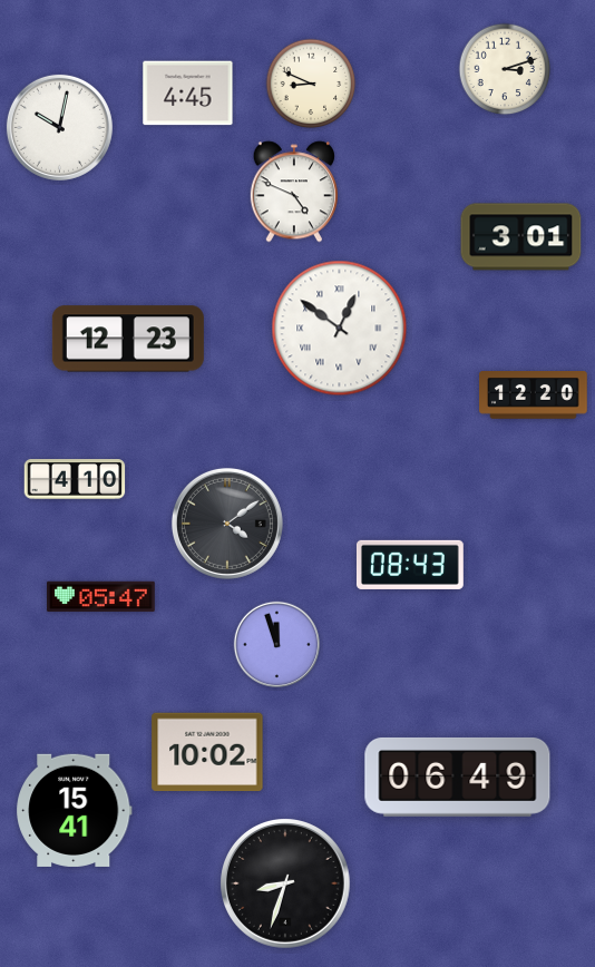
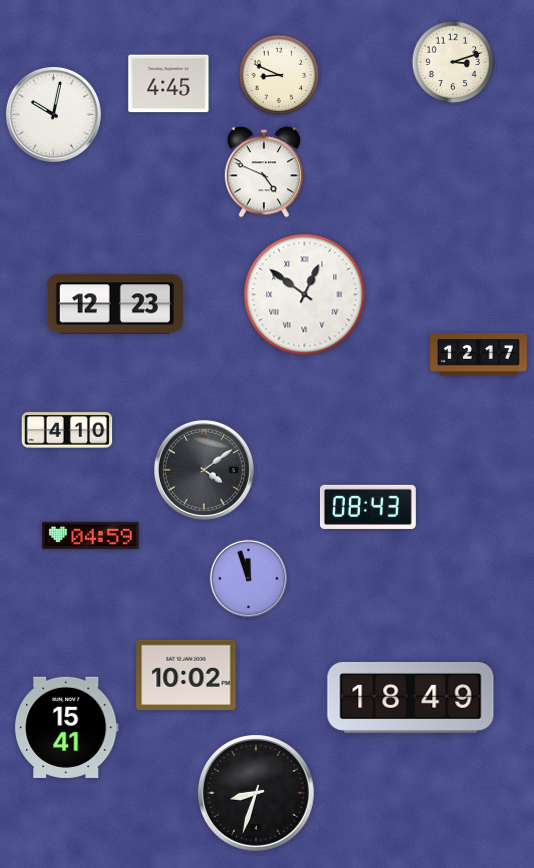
clock at (521, 237): 3:01 -> none
clock at (534, 395): 12:20 -> 12:17
clock at (101, 597): 05:47 -> 04:59
clock at (458, 776): 06:49 -> 18:49
